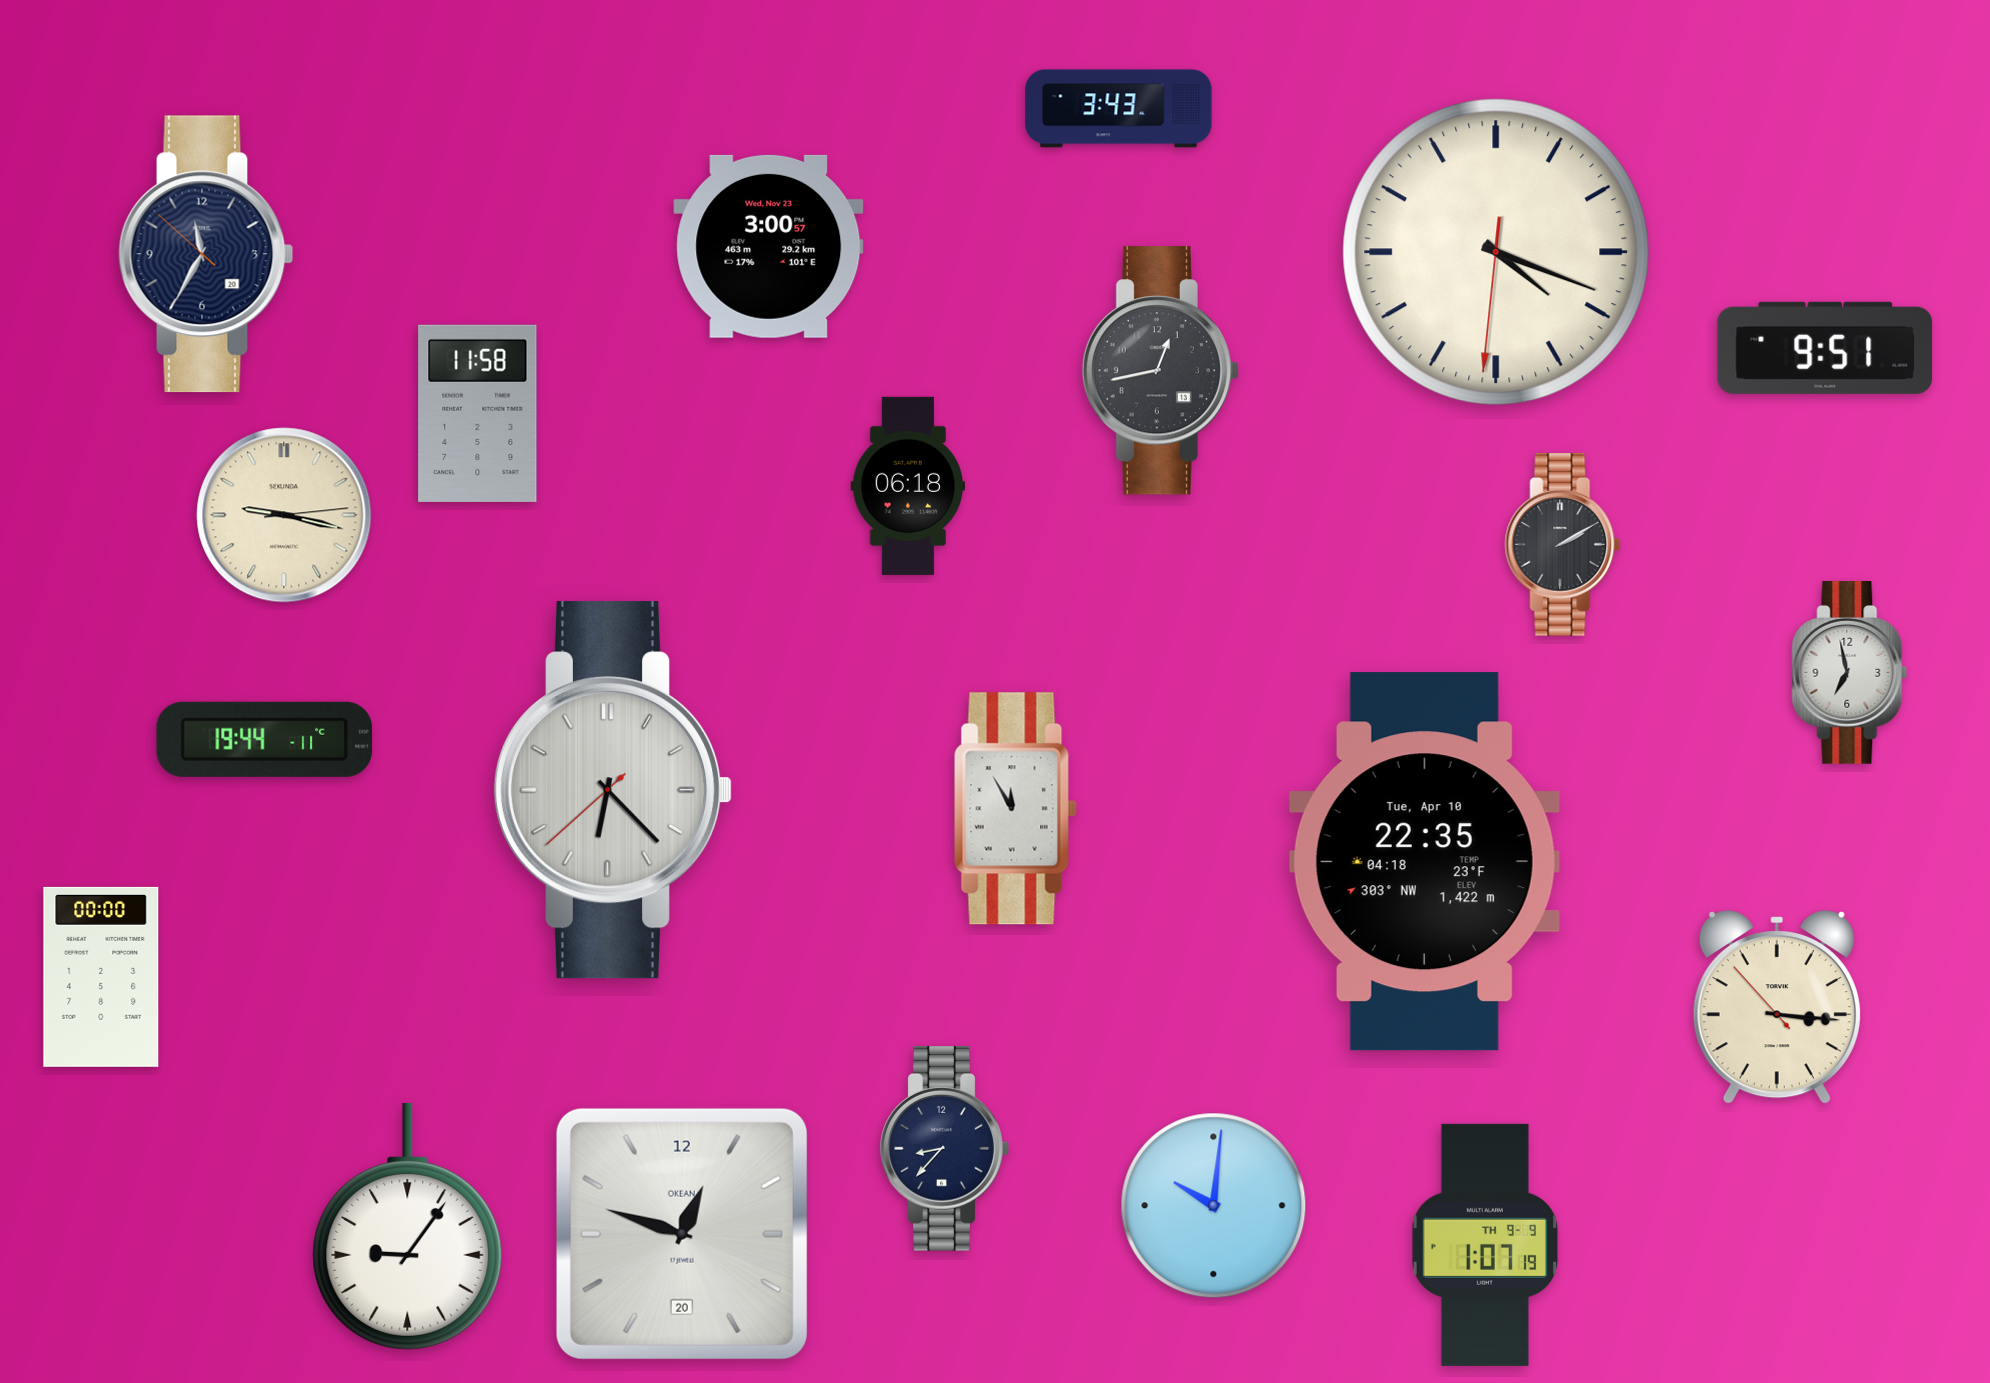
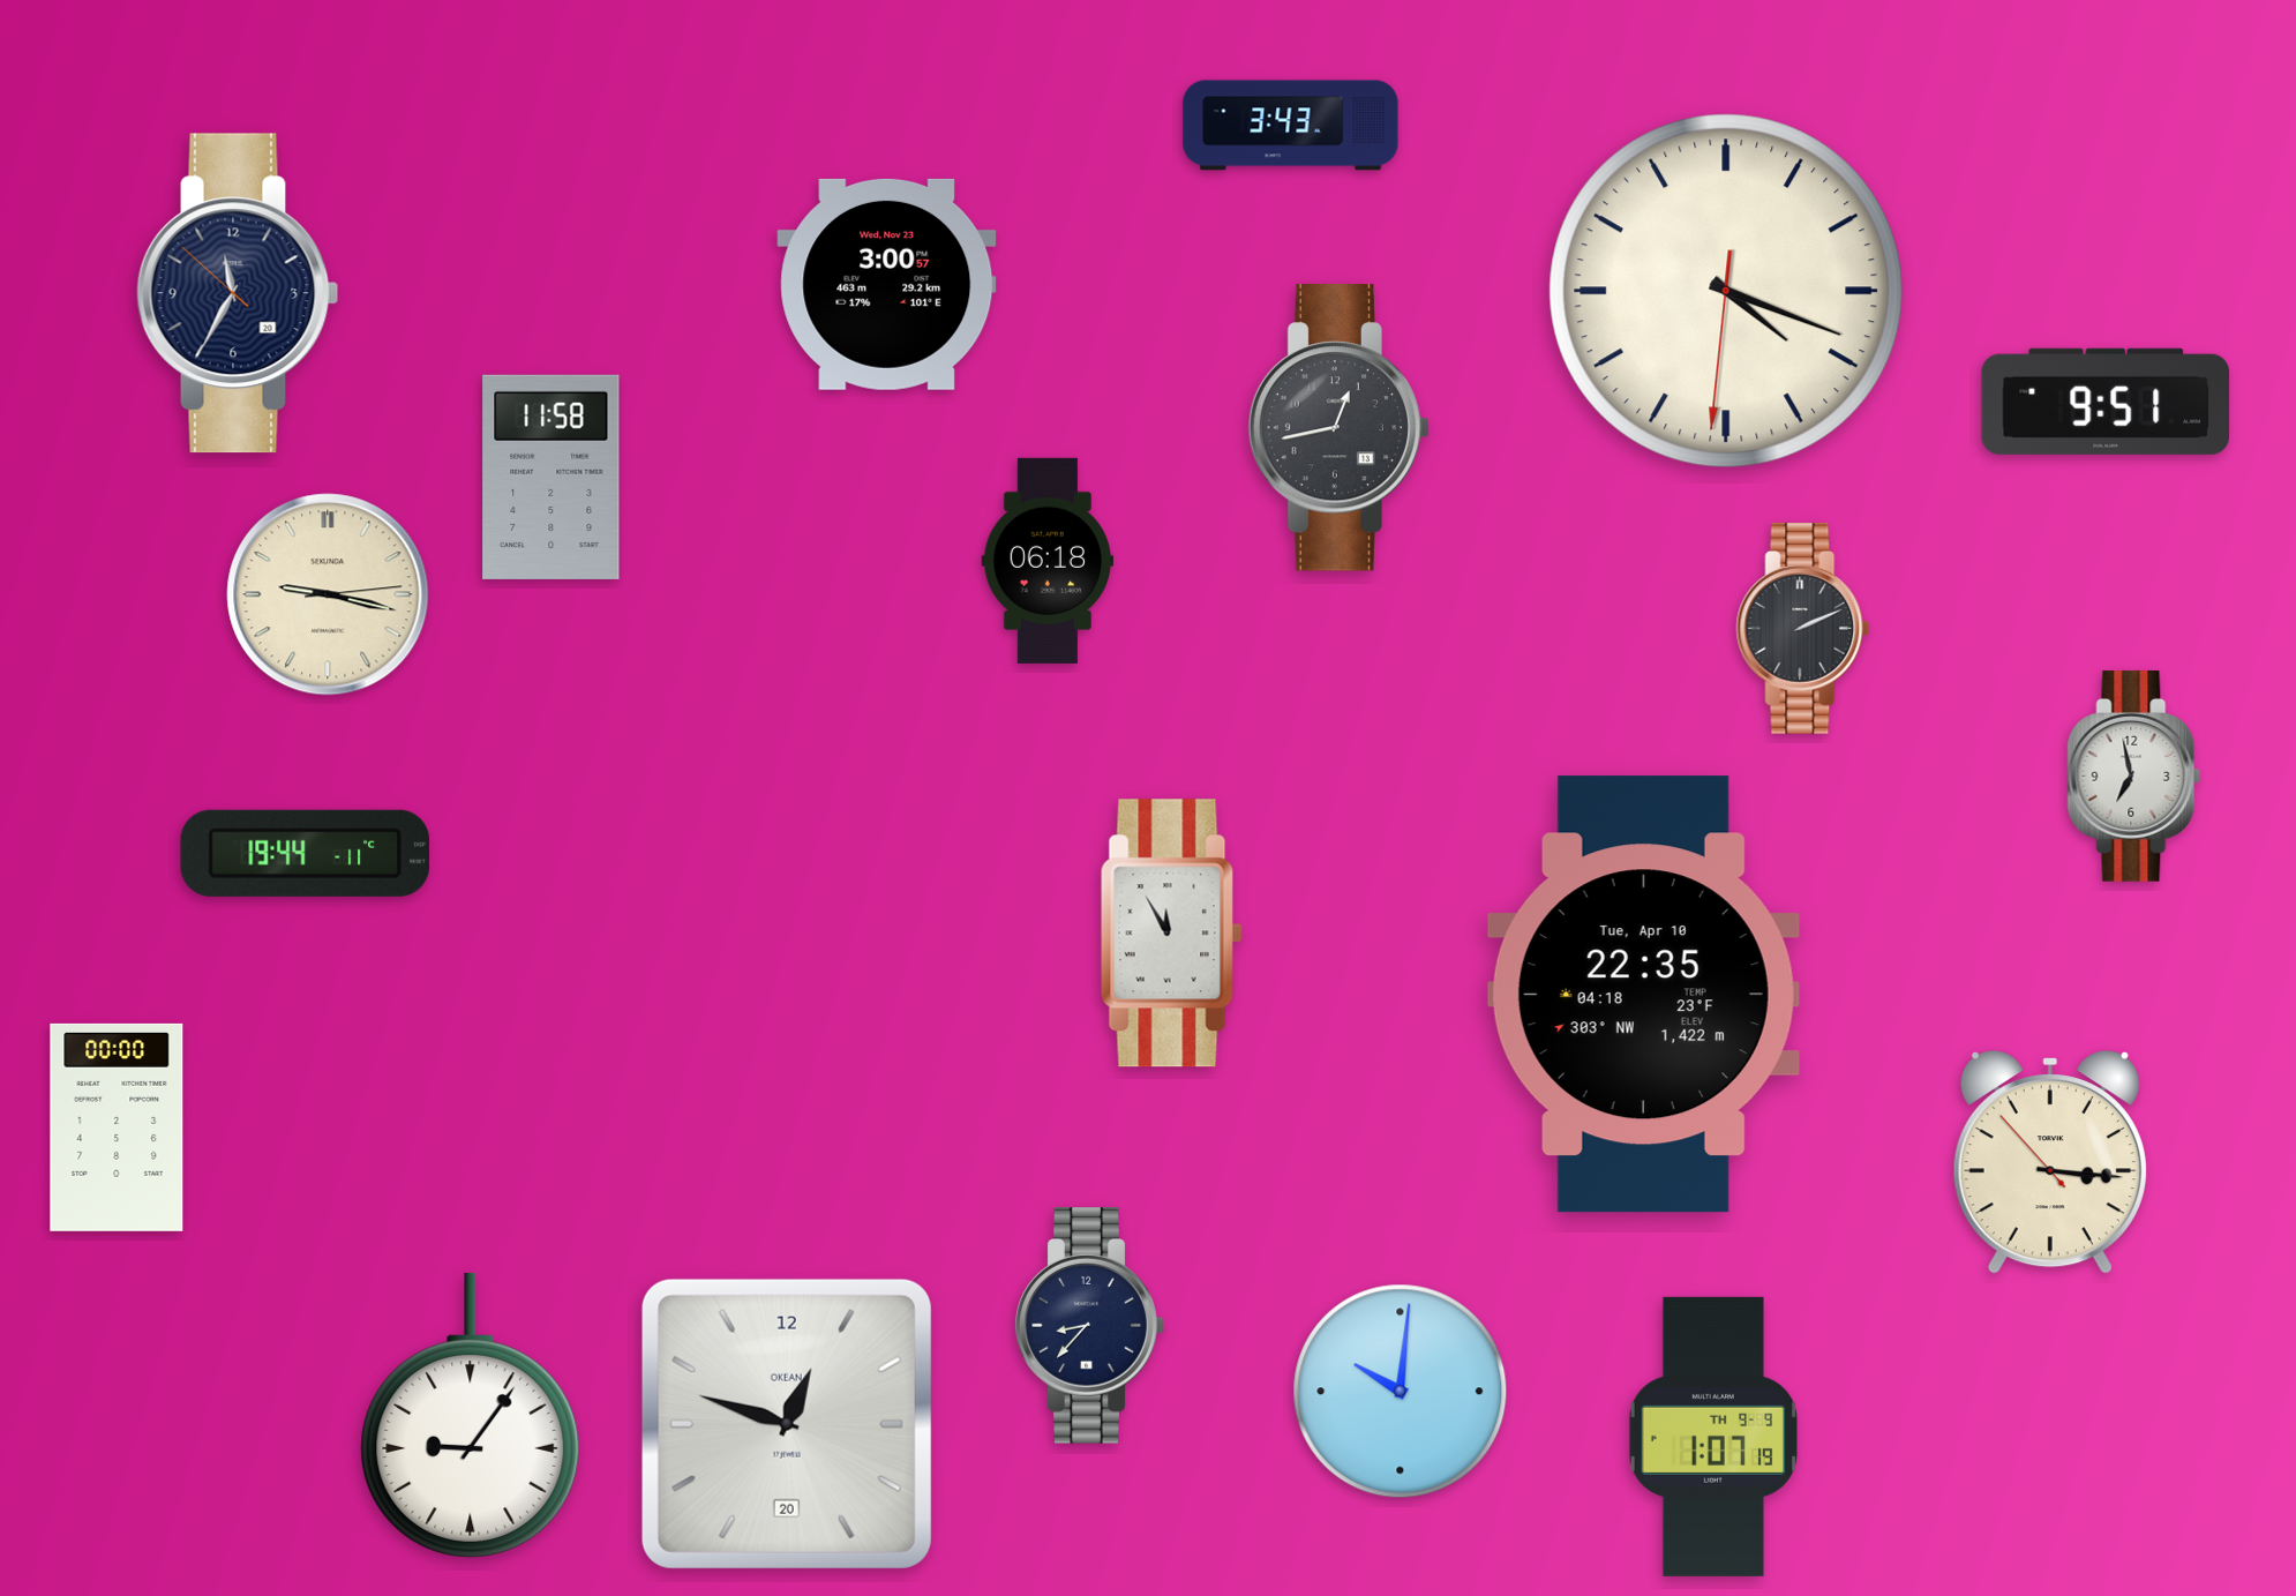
clock at (1563, 545): 2:10 -> 2:11
clock at (613, 790): 6:22 -> none
